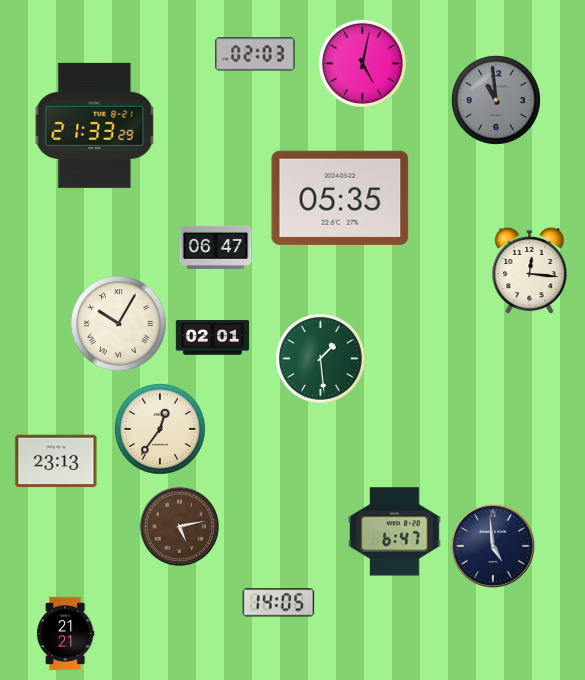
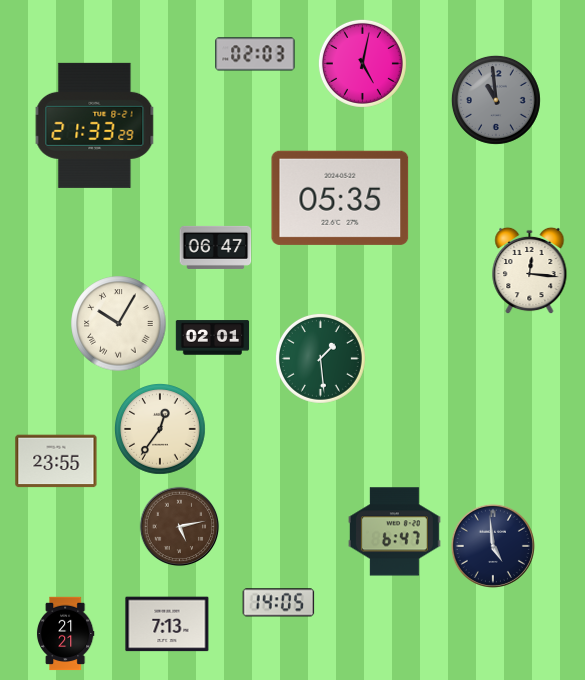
clock at (56, 461): 23:13 -> 23:55
clock at (167, 624): none -> 7:13
